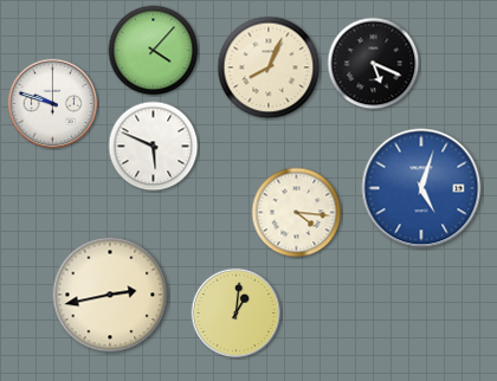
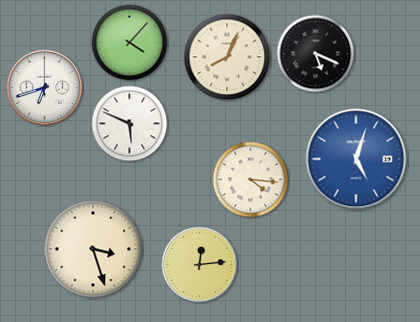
clock at (53, 104): 9:48 -> 6:42
clock at (110, 295): 2:43 -> 3:27
clock at (237, 314): 1:01 -> 12:14
